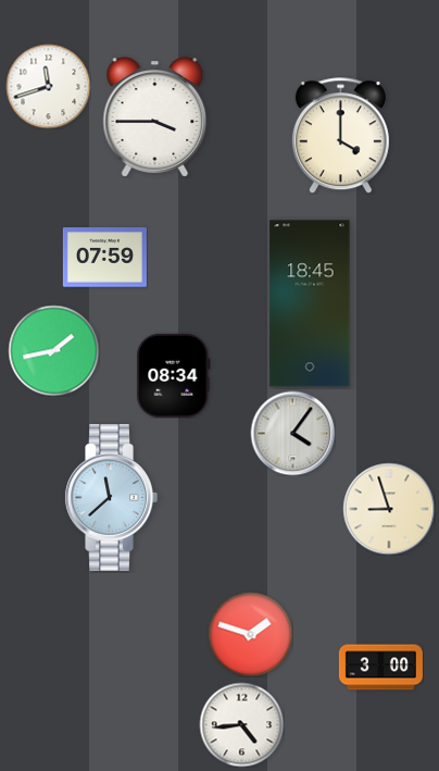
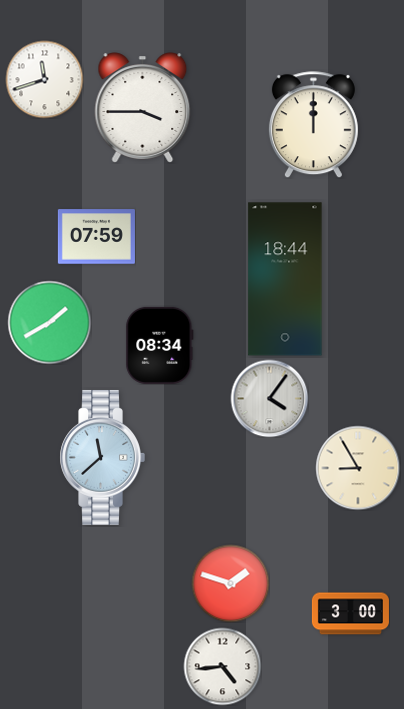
clock at (340, 136): 4:00 -> 12:00
clock at (310, 303): 18:45 -> 18:44
clock at (53, 350): 1:43 -> 1:40
clock at (389, 509): 8:57 -> 8:55
